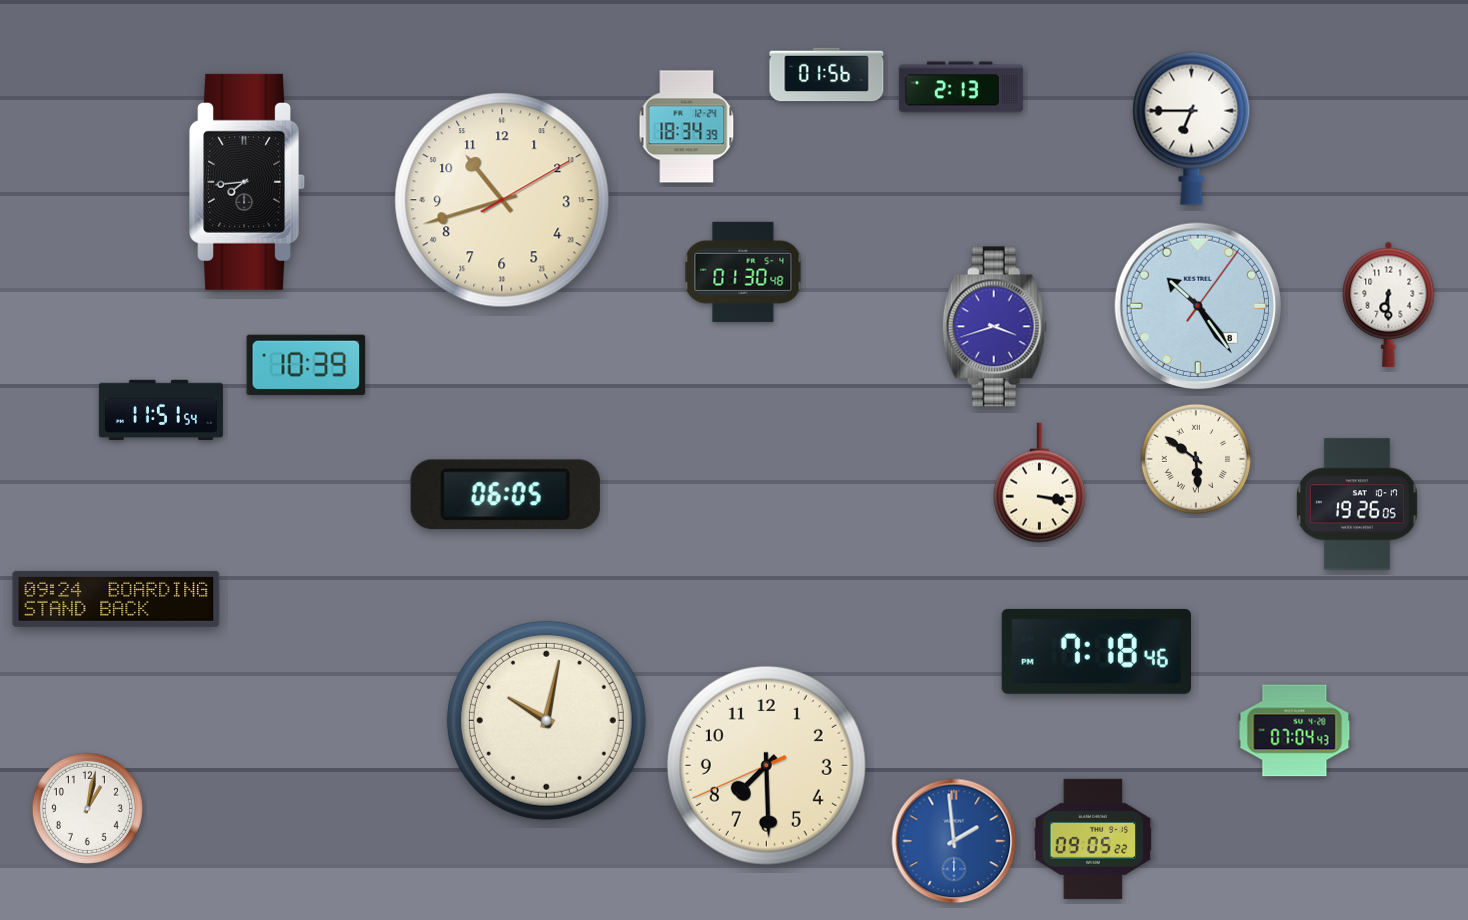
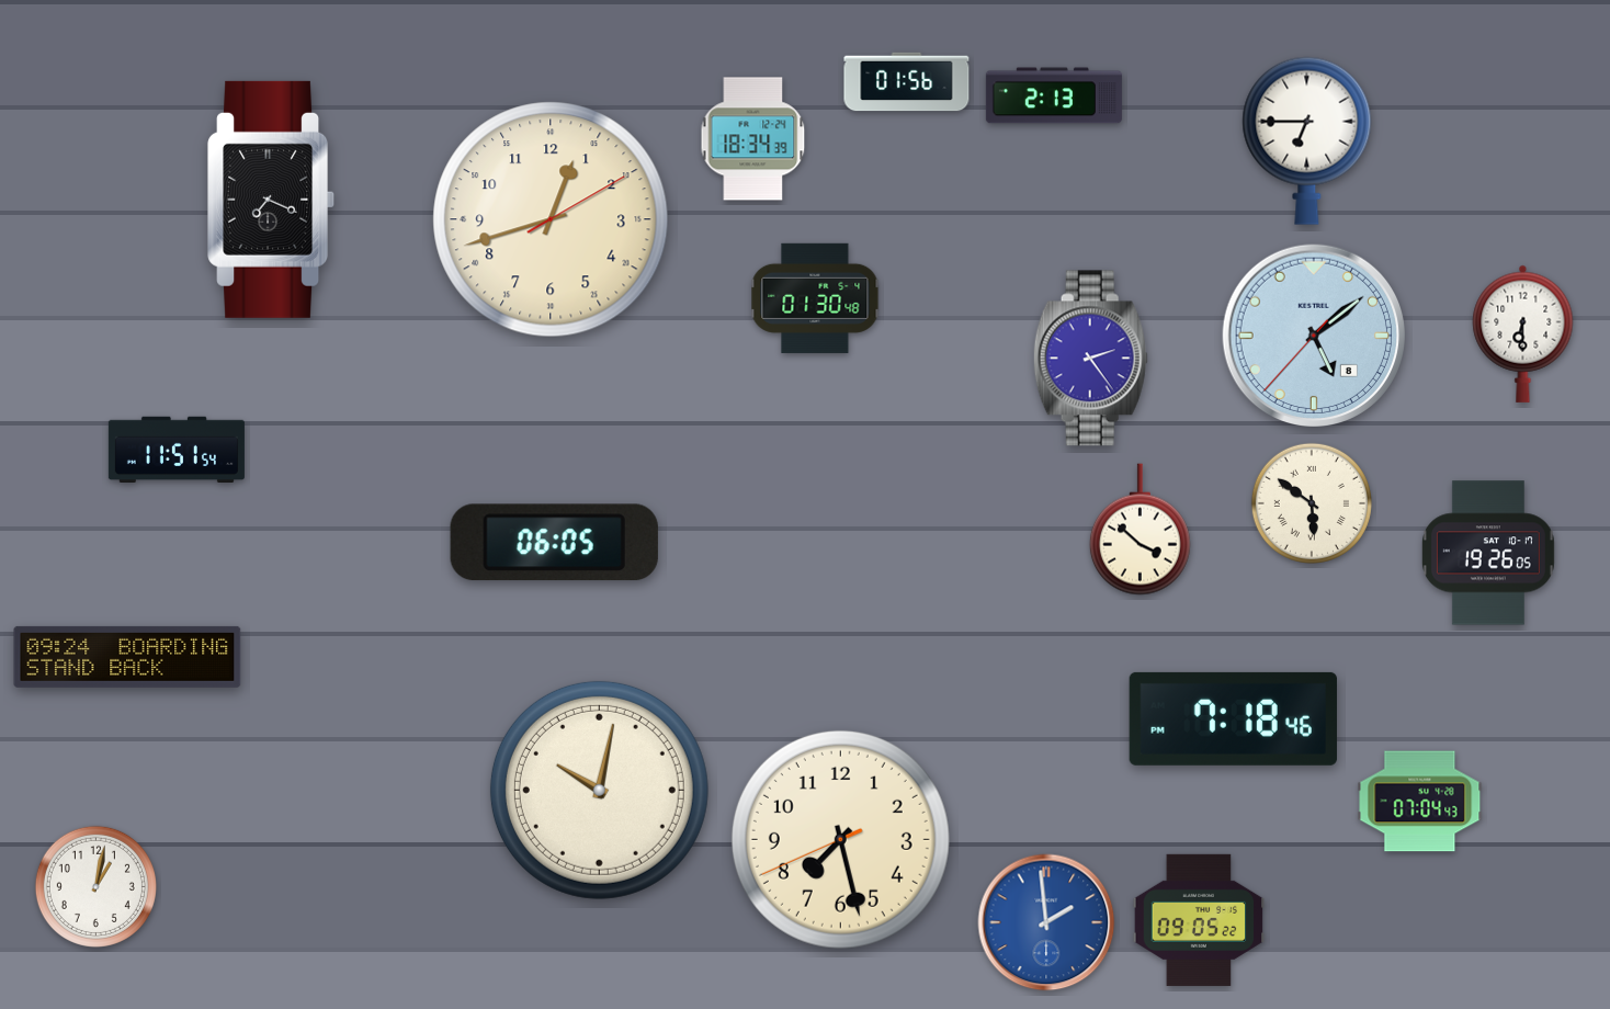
clock at (248, 182): 7:44 -> 7:19
clock at (502, 200): 10:42 -> 12:42
clock at (1197, 305): 10:24 -> 5:08
clock at (994, 327): 3:42 -> 2:24
clock at (306, 364): 10:39 -> none
clock at (1039, 483): 3:17 -> 3:52
clock at (1096, 651) position: (1096, 651) -> (1233, 718)
clock at (766, 765): 7:29 -> 7:27
